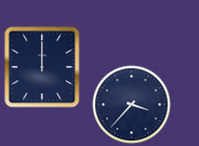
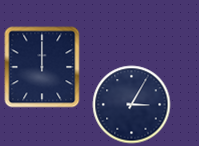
clock at (131, 104): 3:37 -> 3:05
